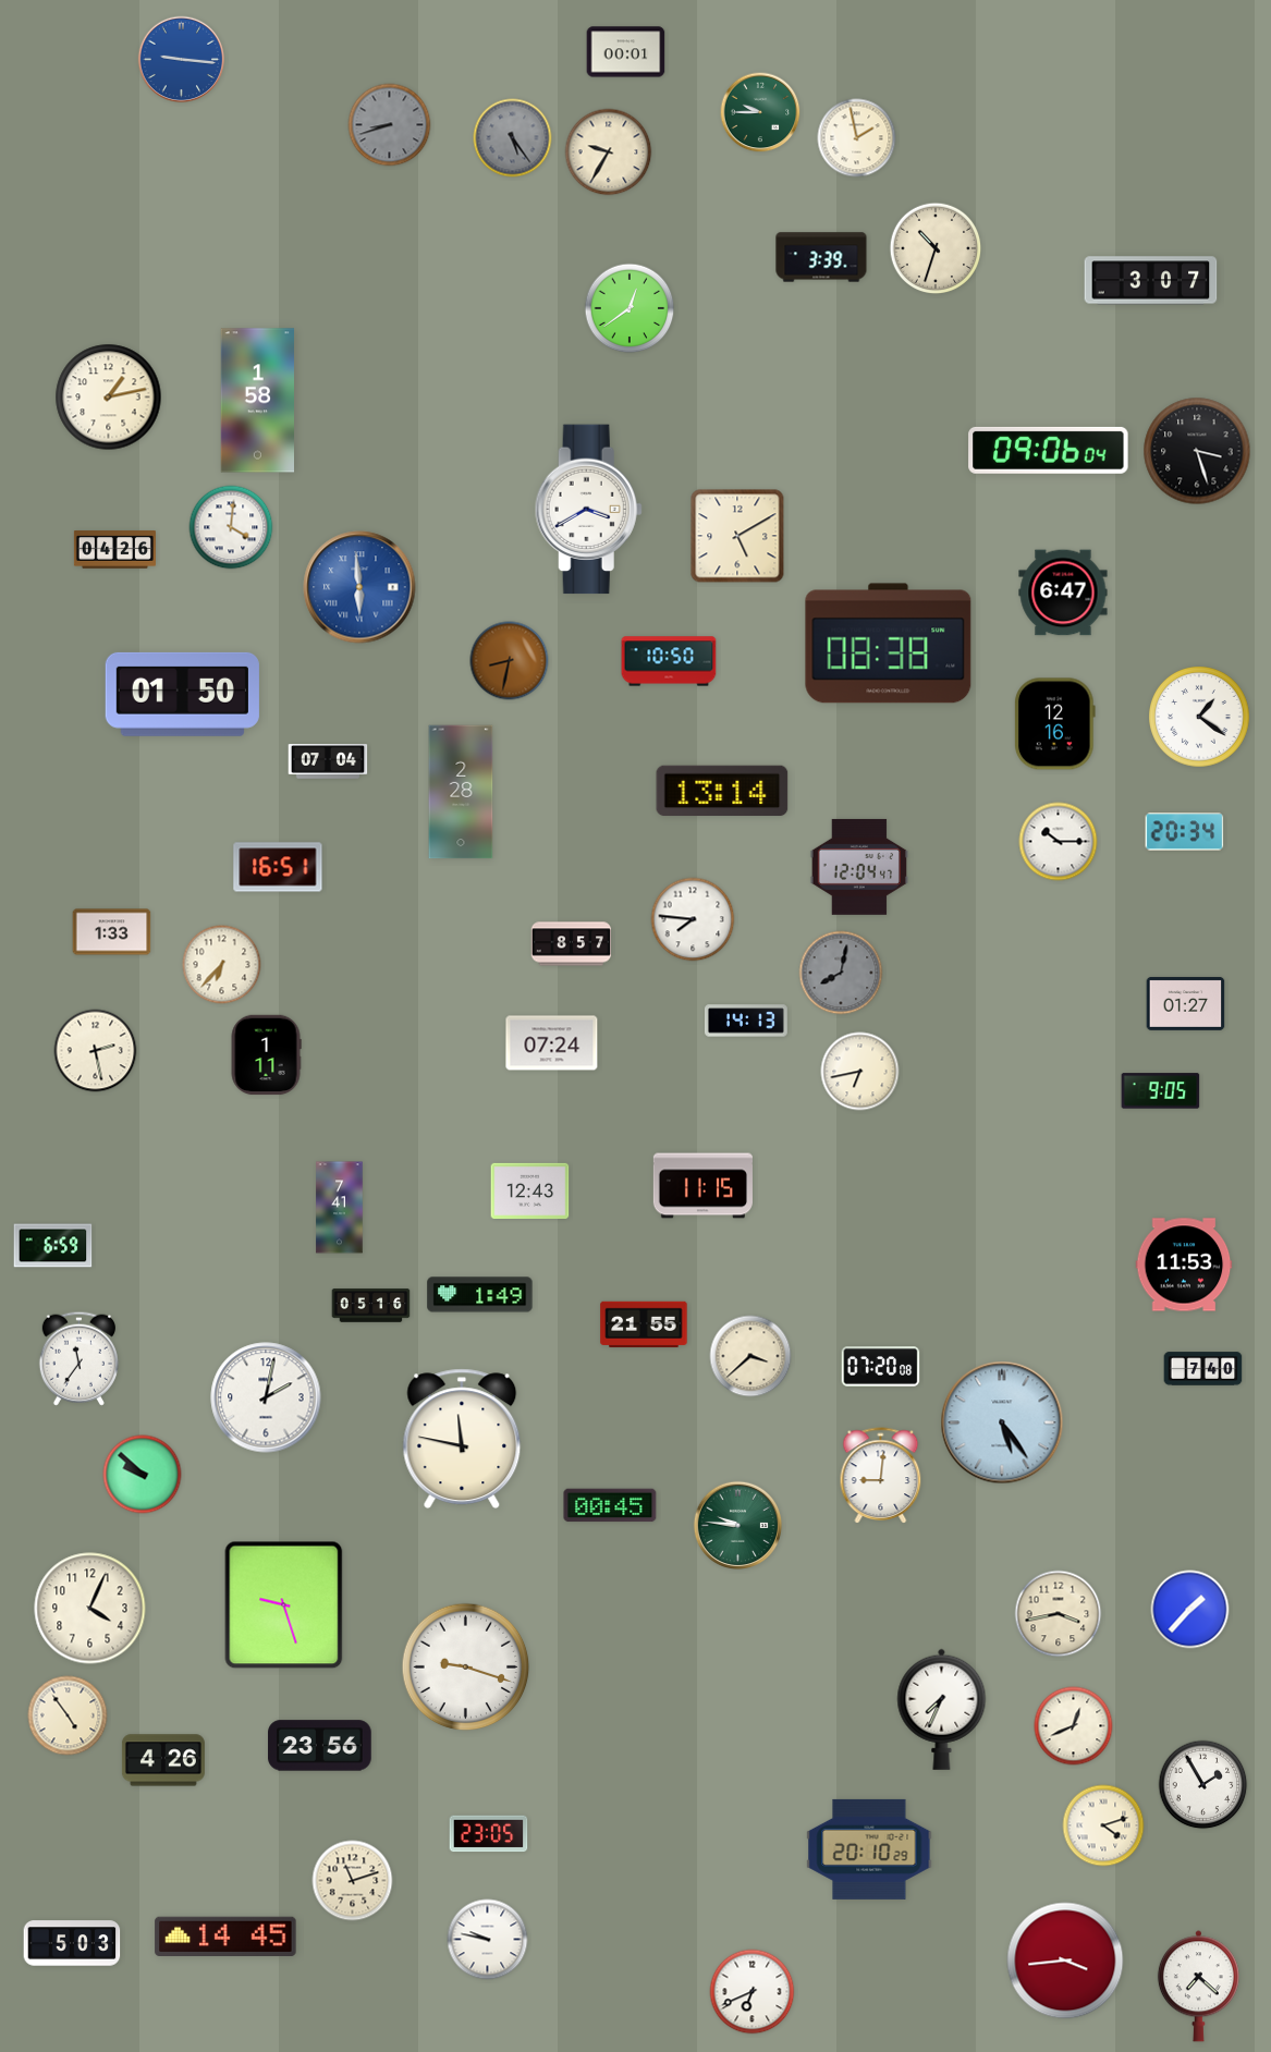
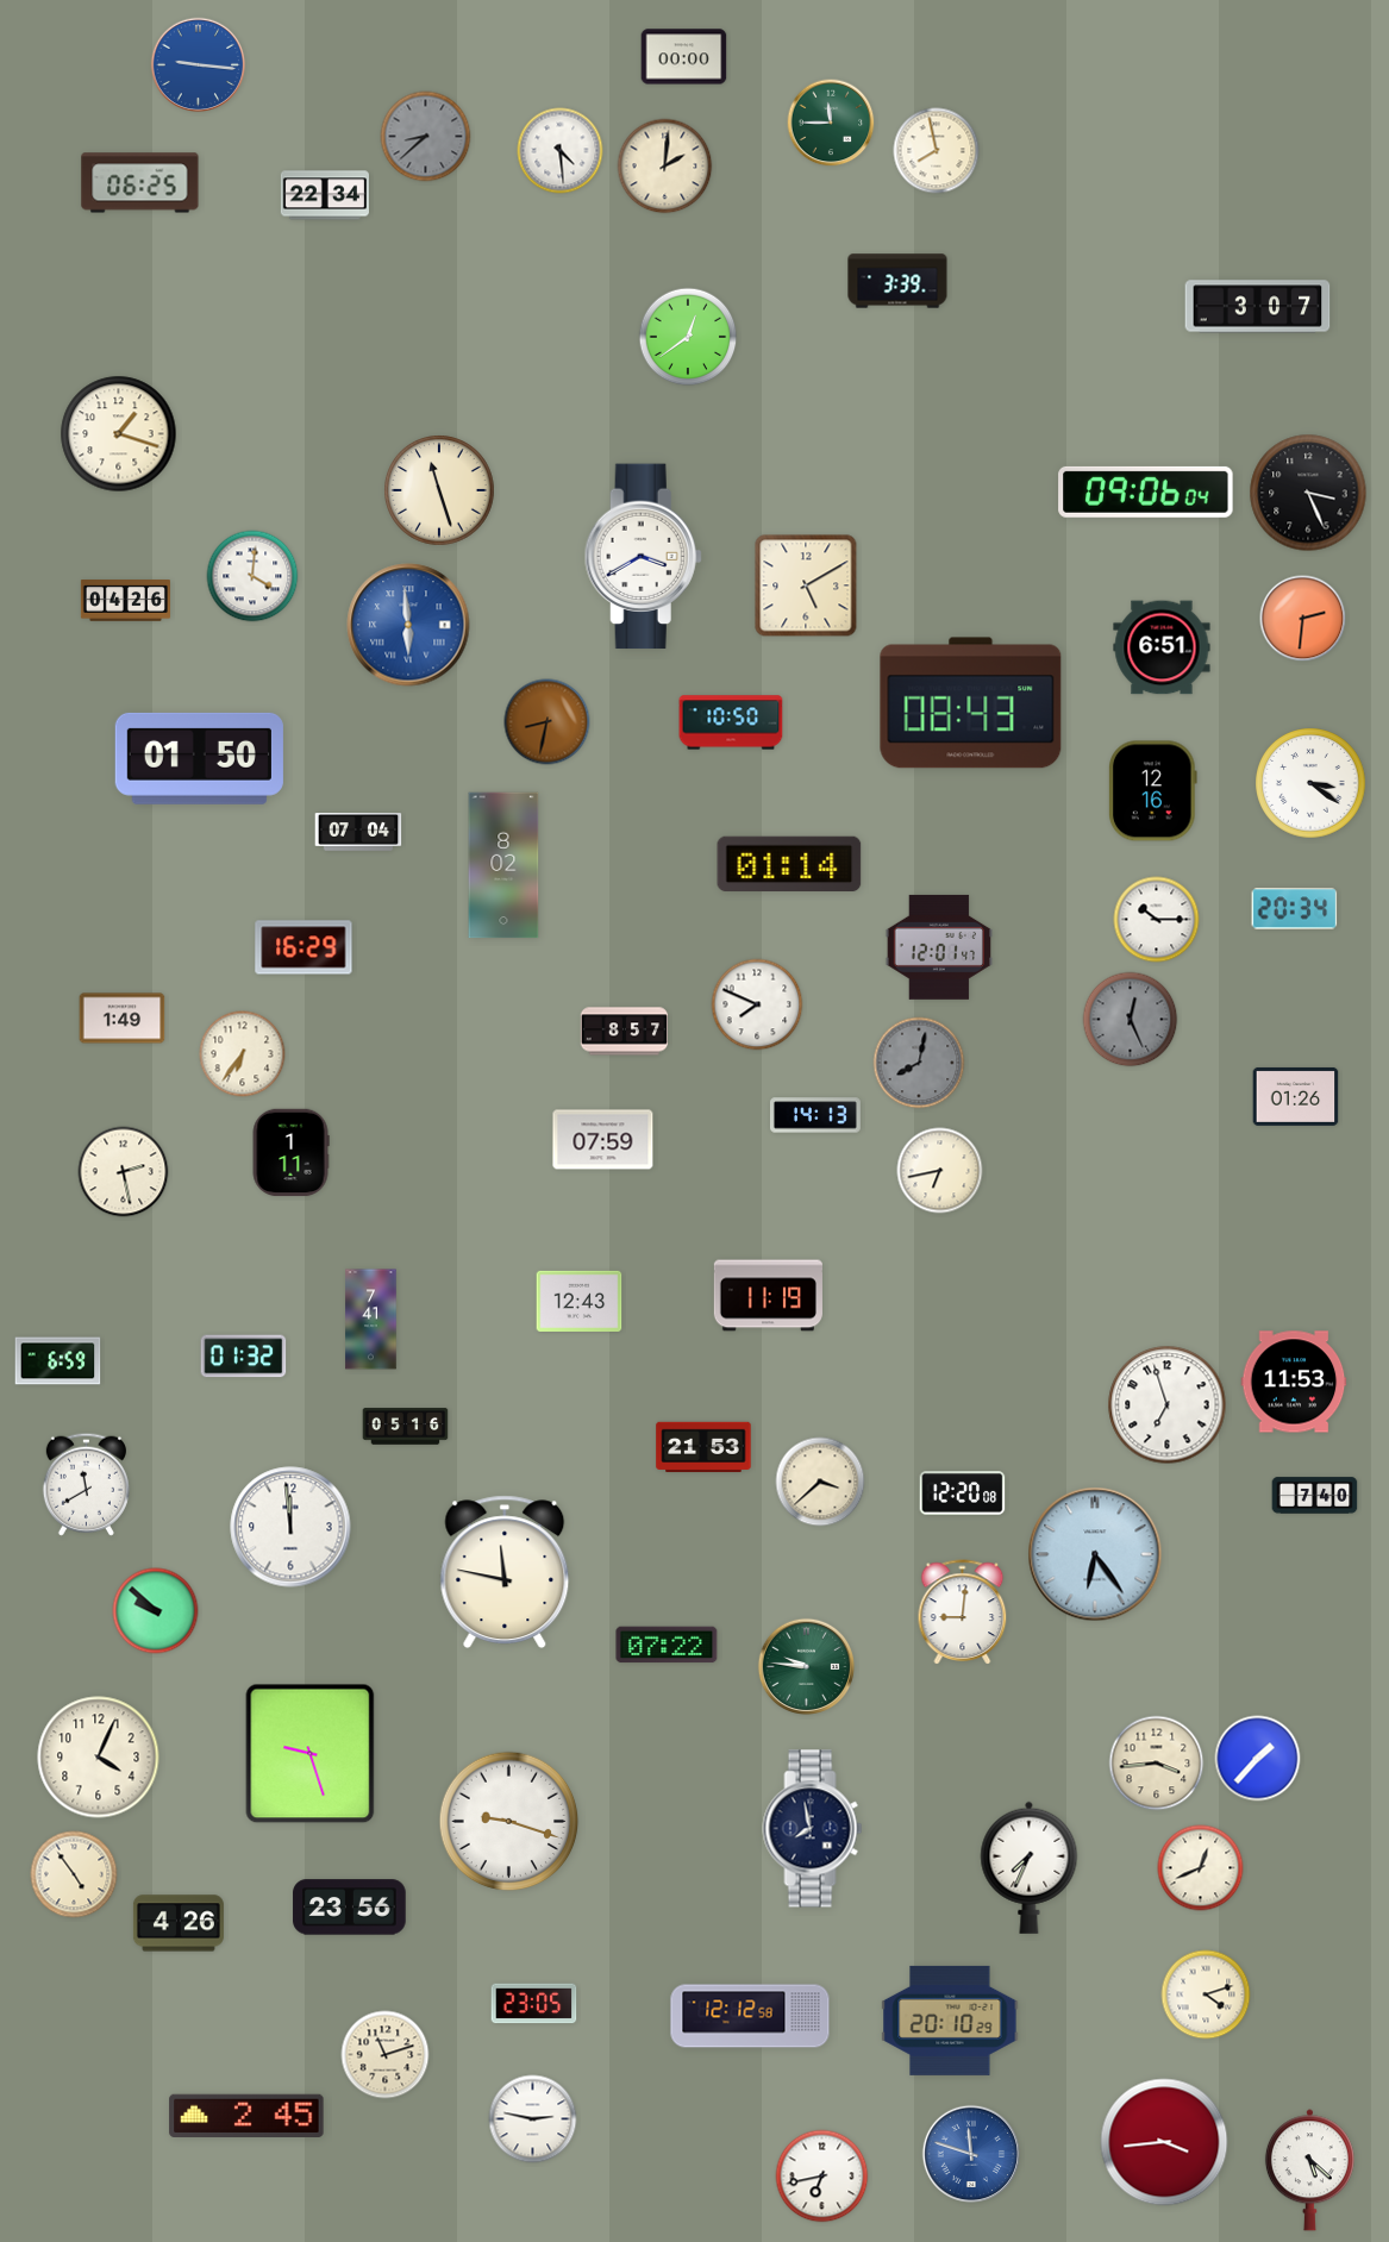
clock at (626, 52): 00:01 -> 00:00
clock at (760, 112): 9:45 -> 11:45
clock at (390, 125): 8:42 -> 8:38
clock at (513, 138): 5:24 -> 4:29
clock at (513, 138) dial: grey -> white
clock at (857, 138): 1:58 -> 7:58
clock at (609, 152): 9:35 -> 2:01
clock at (140, 183): none -> 06:25
clock at (325, 195): none -> 22:34
clock at (936, 248): 10:33 -> none
clock at (109, 398): 1:13 -> 1:18
clock at (257, 401): 1:58 -> none
clock at (439, 490): none -> 11:27
clock at (1197, 451): 3:27 -> 3:26
clock at (1303, 619): none -> 2:31
clock at (359, 587) position: (359, 587) -> (408, 625)
clock at (1063, 593): 6:47 -> 6:51
clock at (889, 644): 08:38 -> 08:43
clock at (510, 661) position: (510, 661) -> (548, 722)
clock at (1199, 717): 1:21 -> 3:21
clock at (722, 791): 13:14 -> 01:14
clock at (461, 792): 2:28 -> 8:02
clock at (278, 867): 16:51 -> 16:29
clock at (858, 867): 12:04 -> 12:01
clock at (693, 919): 7:46 -> 7:49
clock at (112, 932): 1:33 -> 1:49
clock at (1131, 1020): none -> 12:26
clock at (222, 965): 6:37 -> 6:36
clock at (1186, 1003): 01:27 -> 01:26
clock at (552, 1043): 07:24 -> 07:59
clock at (96, 1051) position: (96, 1051) -> (124, 1172)
clock at (1161, 1091): 9:05 -> none
clock at (702, 1186): 11:15 -> 11:19
clock at (244, 1357): none -> 01:32
clock at (1168, 1405): none -> 6:57
clock at (480, 1295): 1:49 -> none
clock at (644, 1324): 21:55 -> 21:53
clock at (78, 1358): 11:36 -> 11:40
clock at (881, 1367): 07:20 -> 12:20
clock at (266, 1397): 2:02 -> 11:59
clock at (1002, 1422): 5:24 -> 6:24
clock at (610, 1505): 00:45 -> 07:22
clock at (1190, 1610) position: (1190, 1610) -> (1258, 1759)
clock at (1059, 1614): 3:43 -> 3:44
clock at (813, 1829): none -> 7:58
clock at (1074, 1726) position: (1074, 1726) -> (1201, 1868)
clock at (1203, 1785): 1:55 -> none
clock at (750, 2016): none -> 12:12
clock at (225, 1937): 14:45 -> 2:45
clock at (488, 1940): 9:47 -> 2:47
clock at (72, 1943): 5:03 -> none
clock at (970, 2153): none -> 11:48
clock at (1198, 1987): 7:22 -> 5:22
clock at (753, 1992): 6:41 -> 6:43
